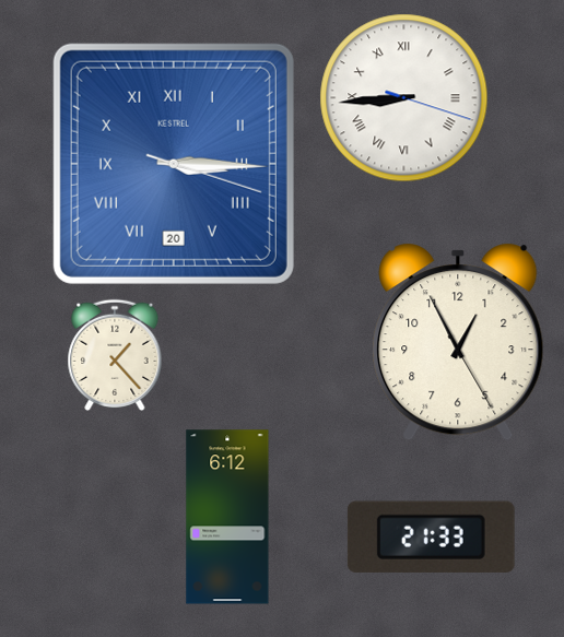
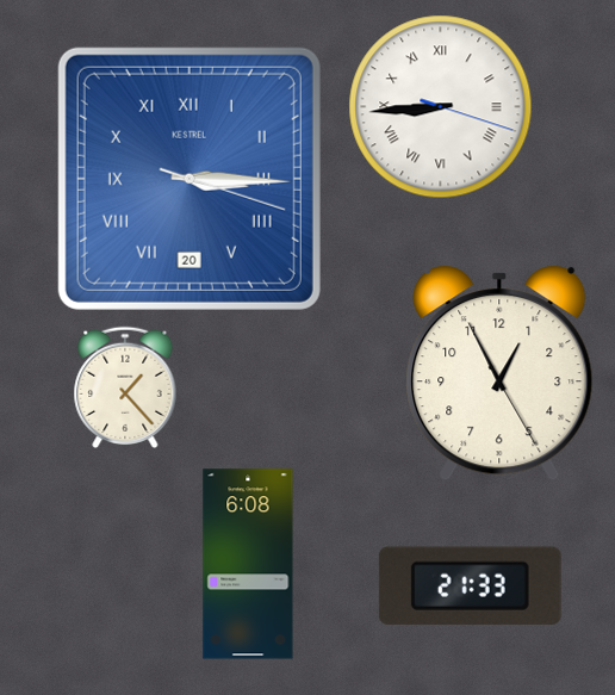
clock at (227, 517): 6:12 -> 6:08
